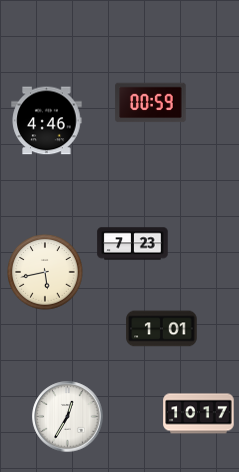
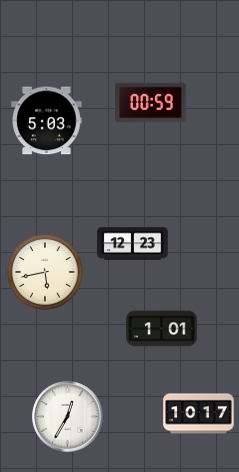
clock at (47, 121): 4:46 -> 5:03
clock at (133, 244): 7:23 -> 12:23
